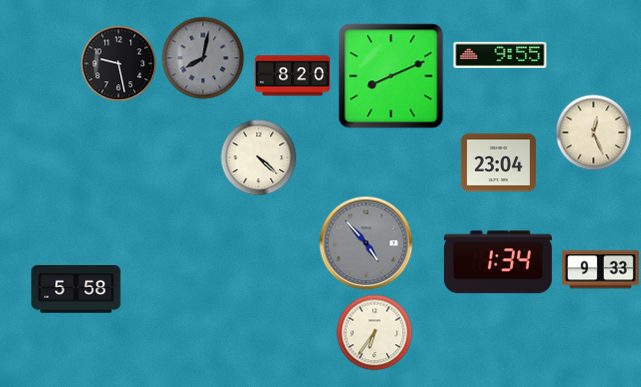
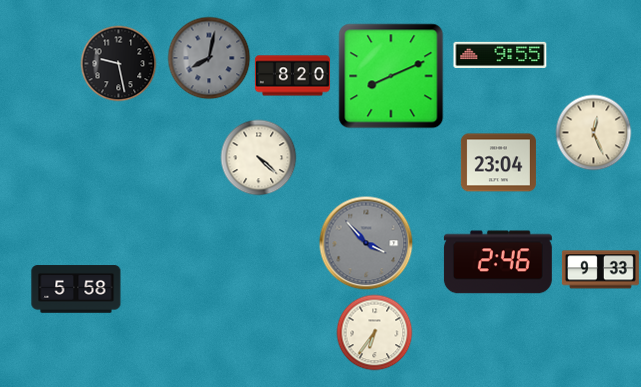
clock at (203, 58) position: (203, 58) -> (209, 58)
clock at (366, 243): 4:53 -> 3:53
clock at (498, 262): 1:34 -> 2:46
